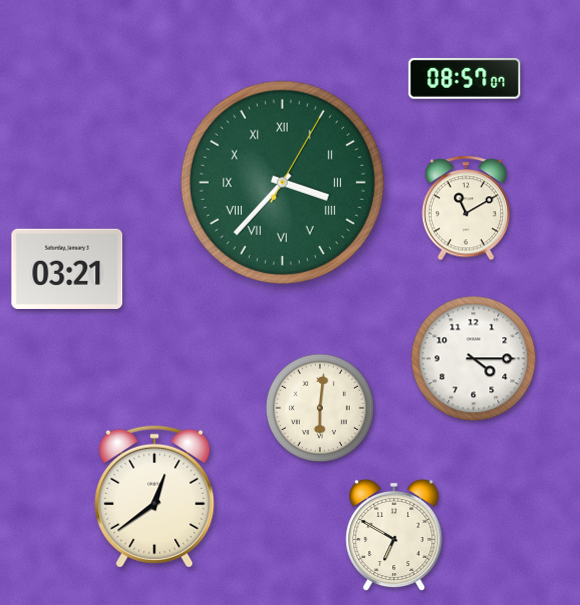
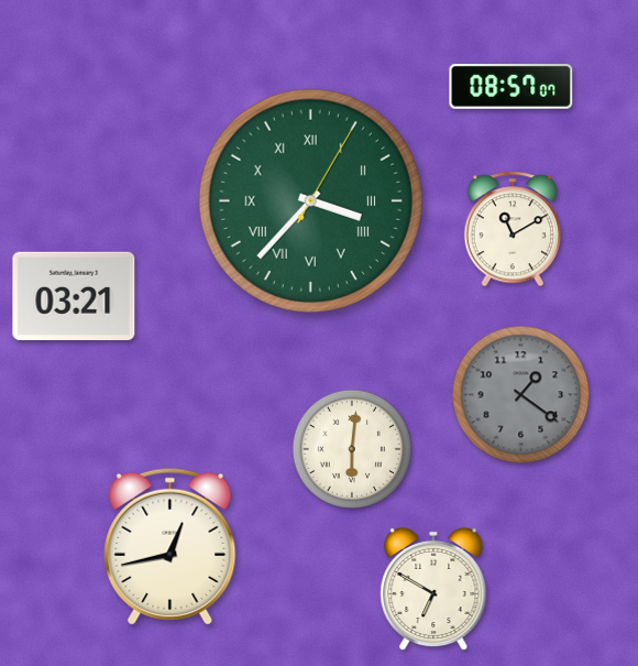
clock at (474, 359): 4:15 -> 1:21
clock at (474, 359) dial: white -> grey
clock at (155, 496): 12:39 -> 12:43
